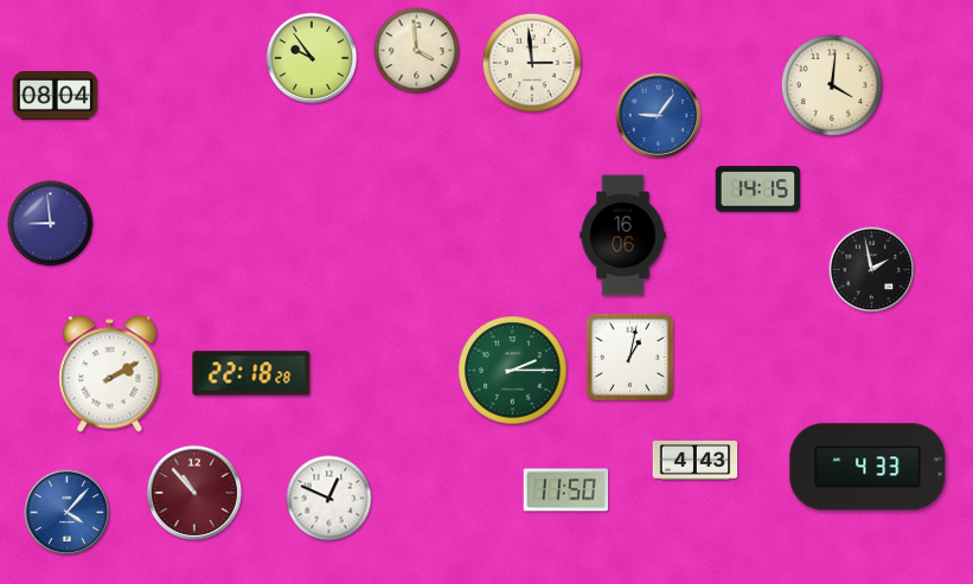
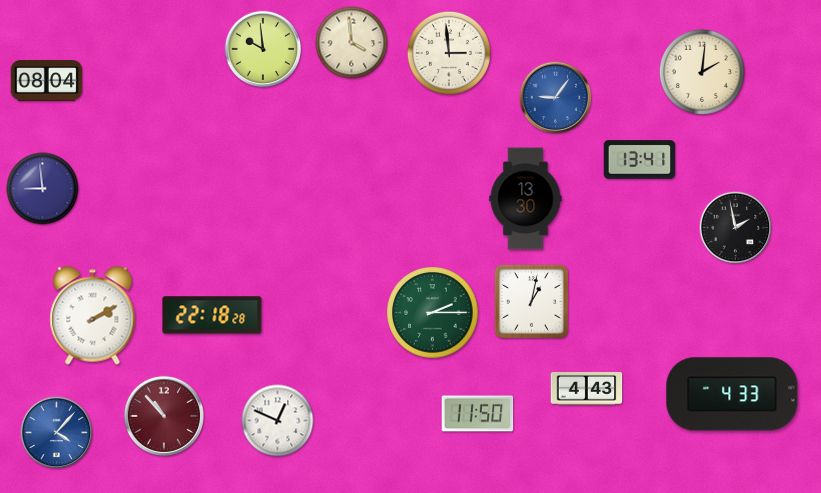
clock at (312, 58): 9:54 -> 9:59
clock at (832, 85): 4:01 -> 2:01
clock at (758, 190): 14:15 -> 13:41
clock at (623, 236): 16:06 -> 13:30
